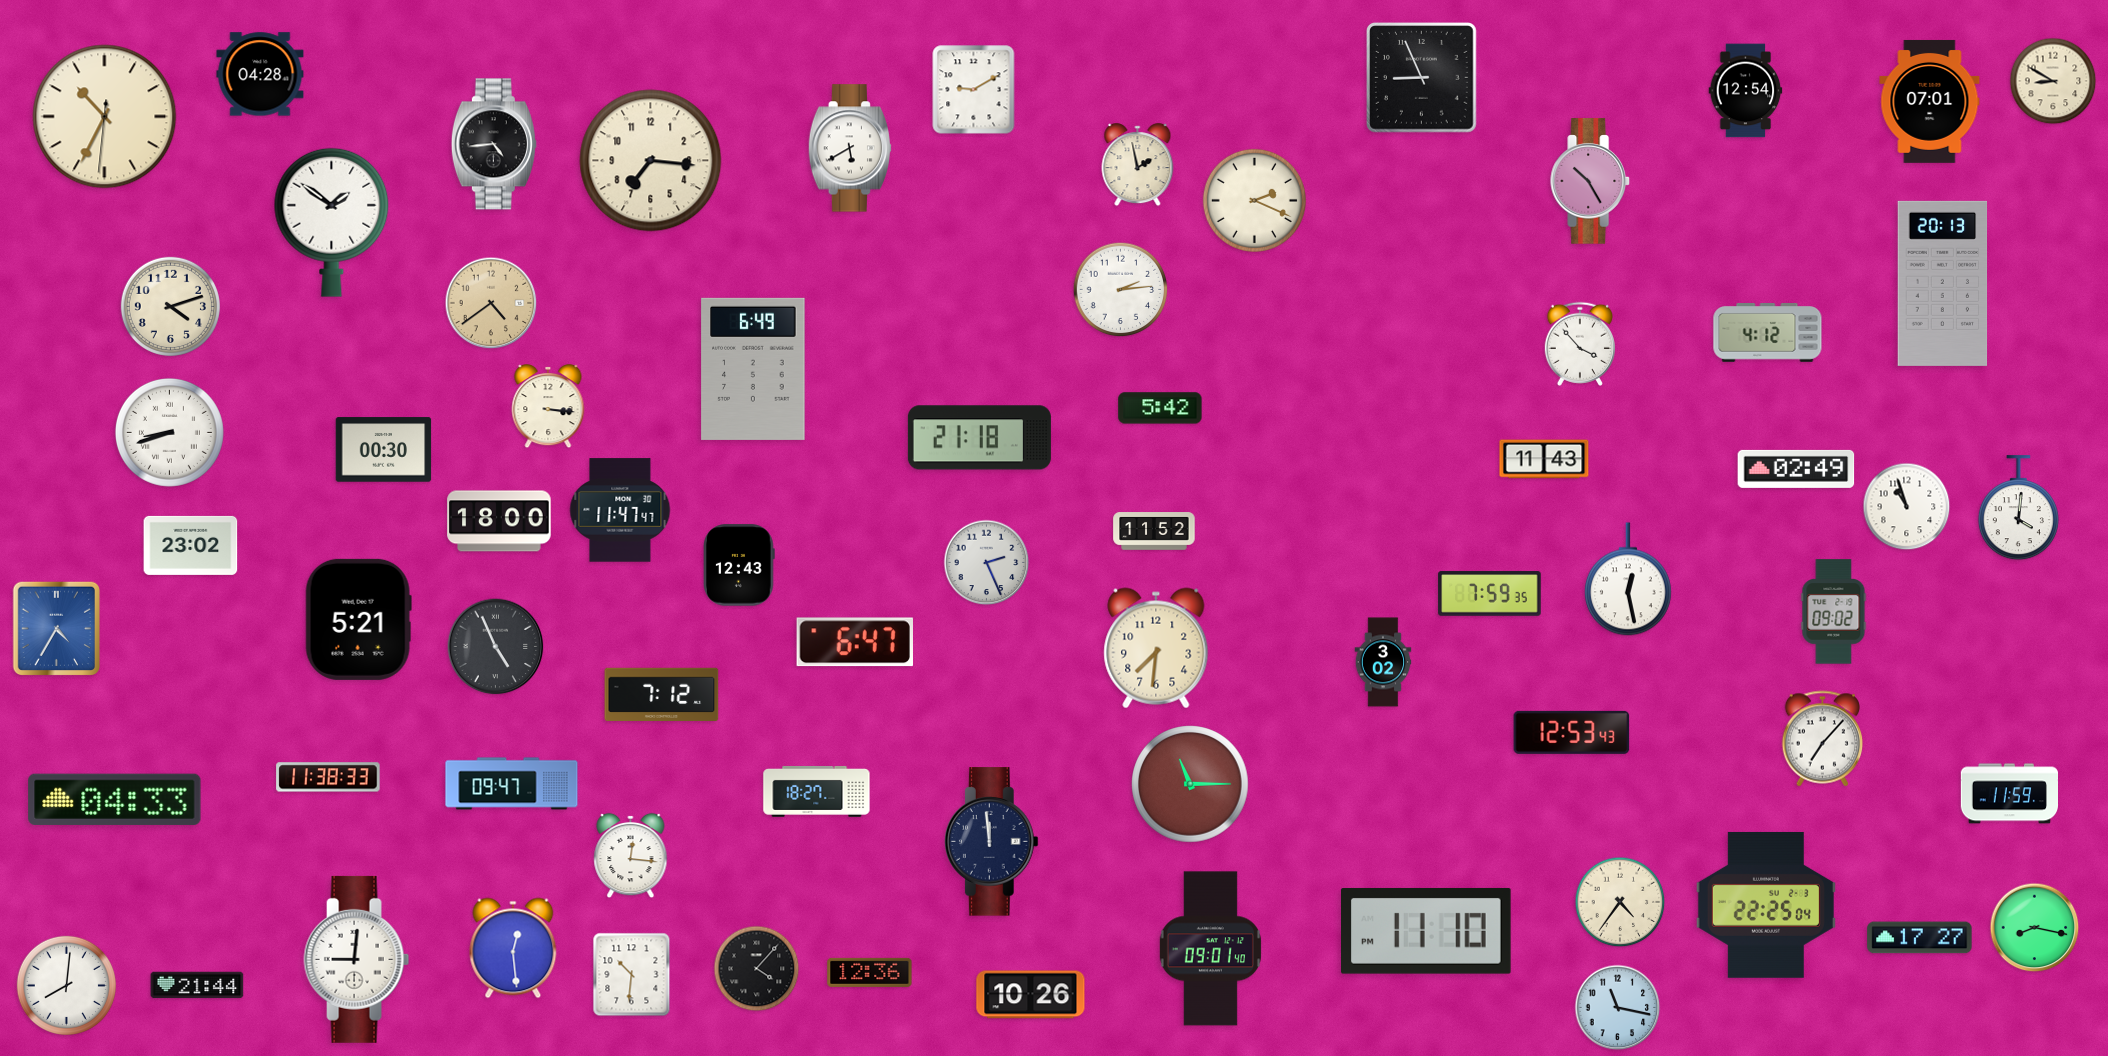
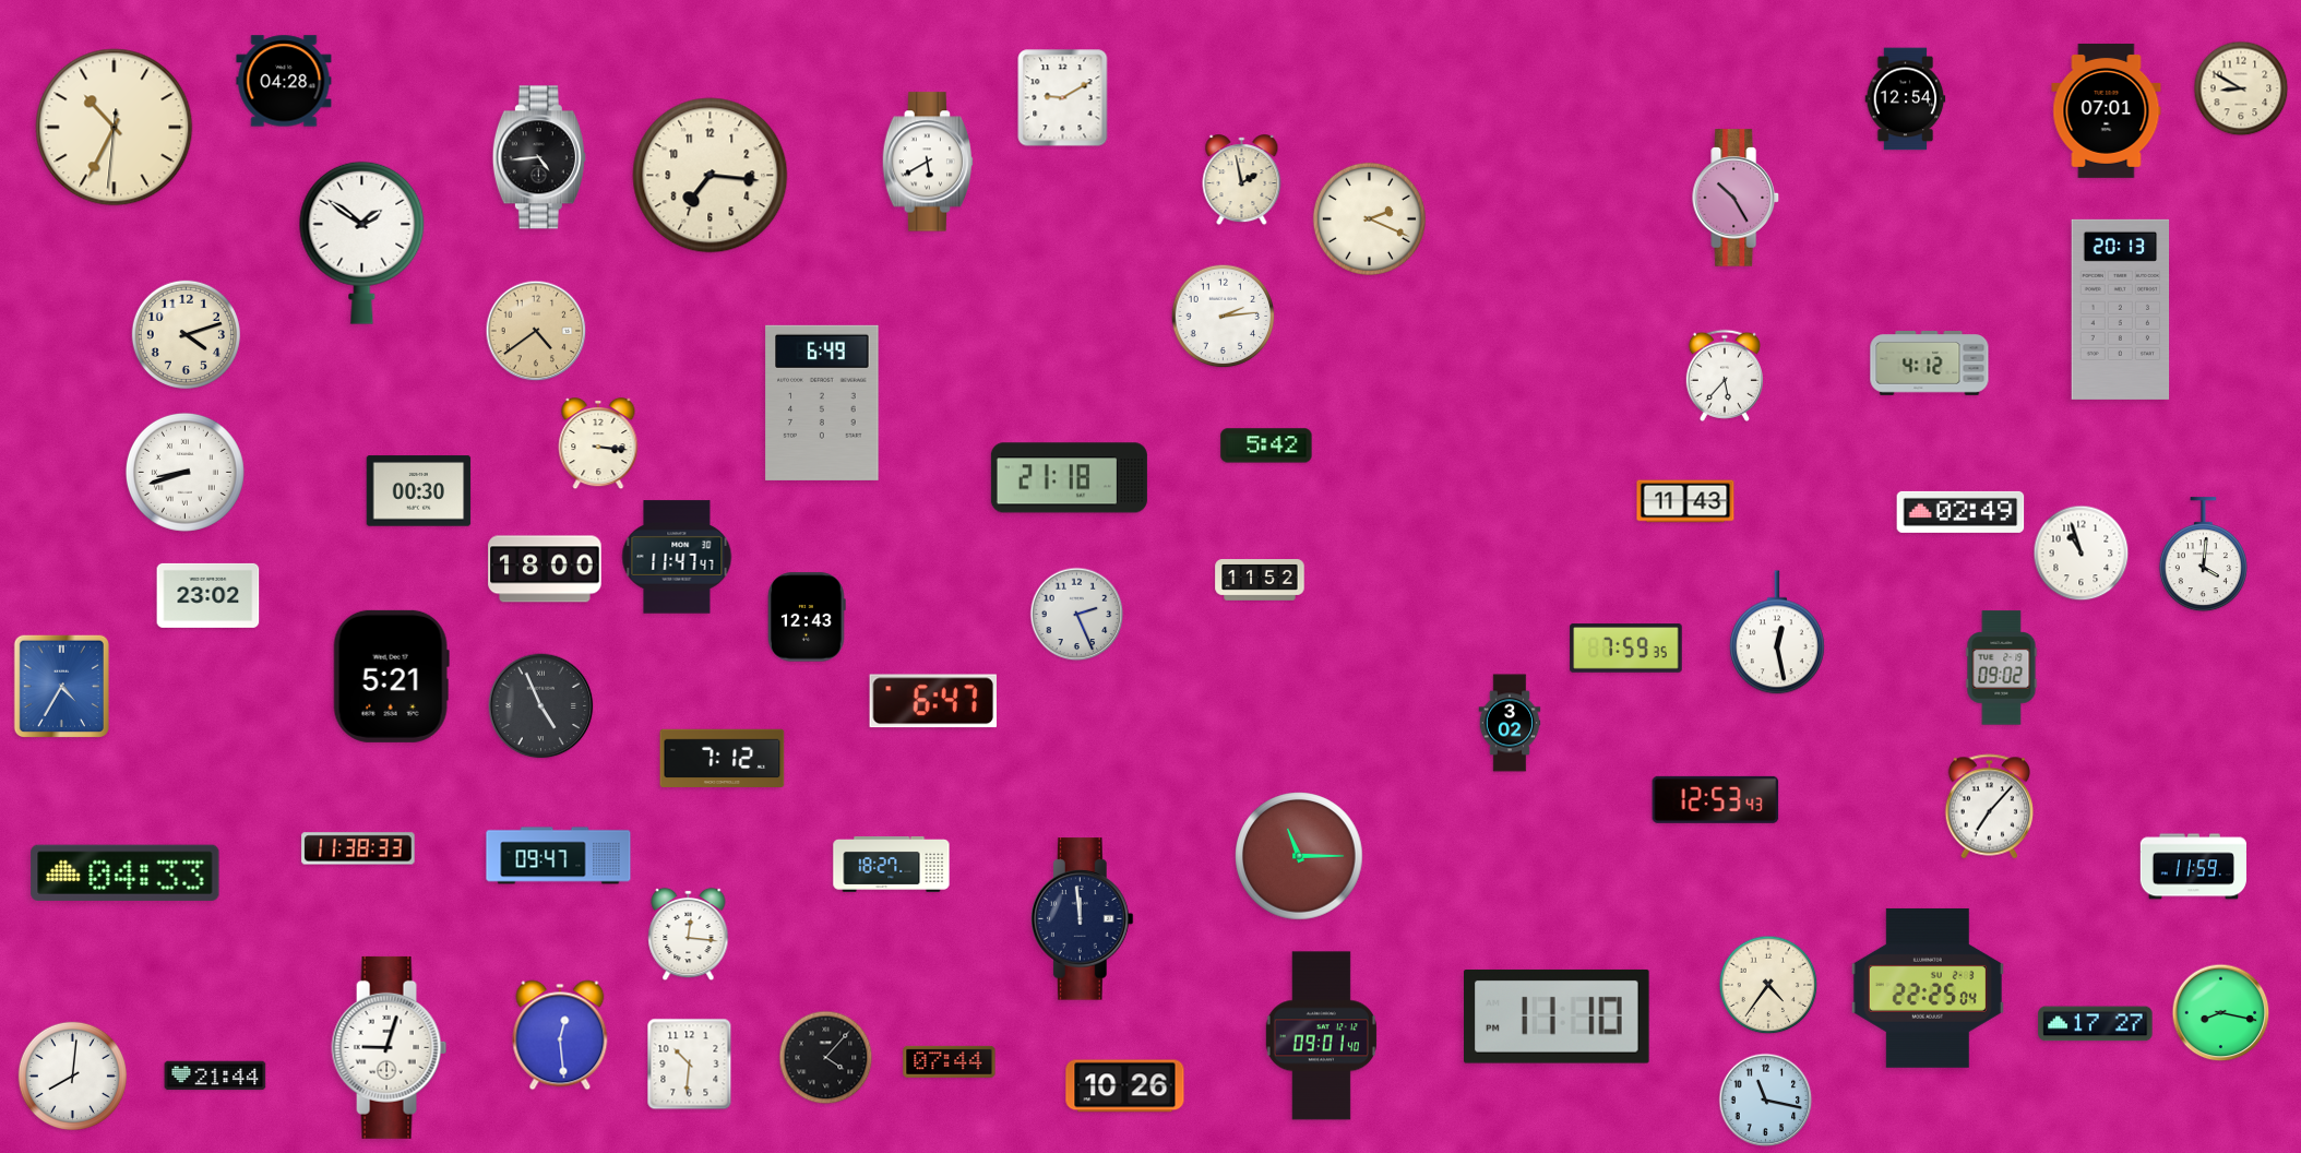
clock at (1422, 78): 8:56 -> none
clock at (1580, 344): 3:53 -> 5:37
clock at (1156, 648): 7:31 -> none
clock at (357, 959): 9:01 -> 9:03
clock at (870, 972): 12:36 -> 07:44
